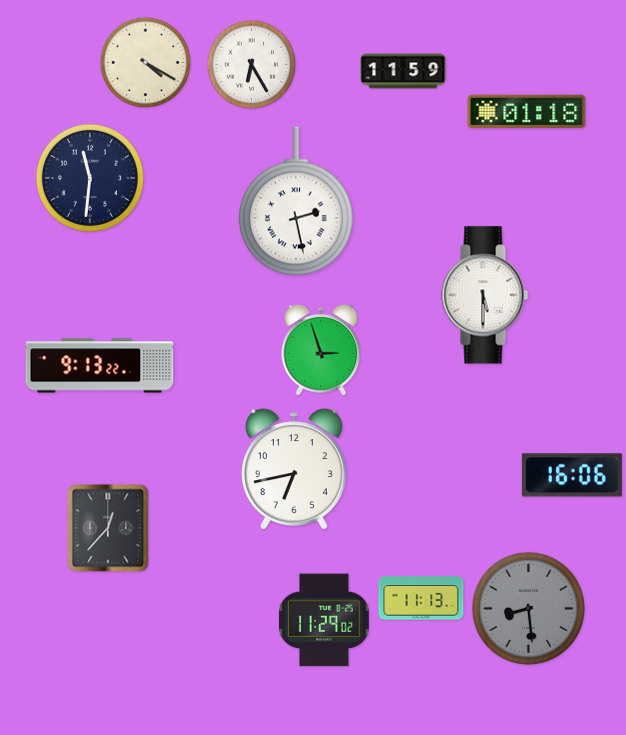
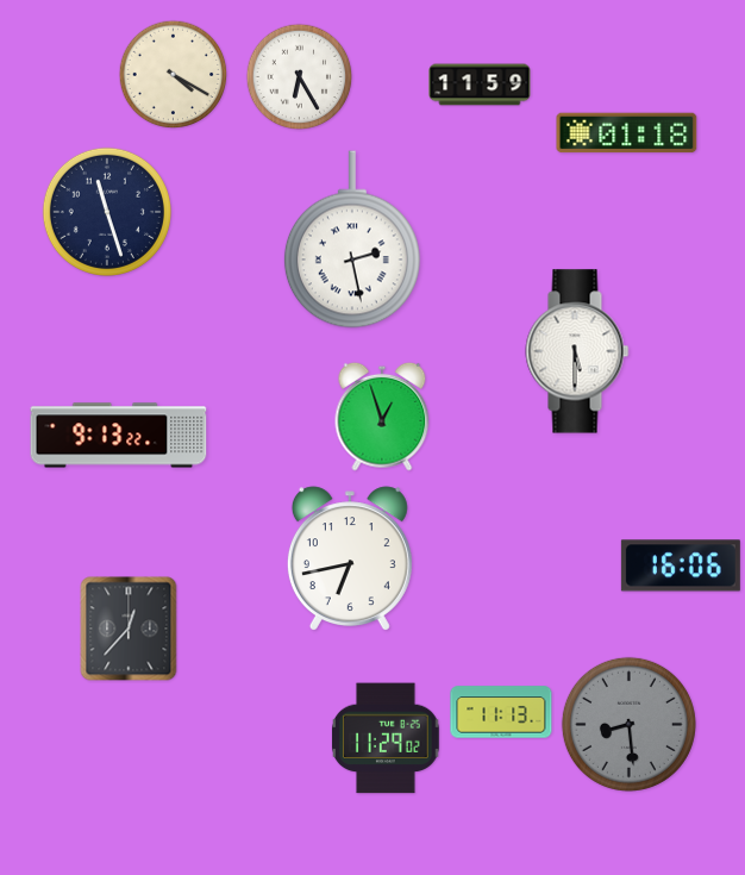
clock at (90, 178): 11:31 -> 11:27
clock at (321, 350): 2:57 -> 12:57
